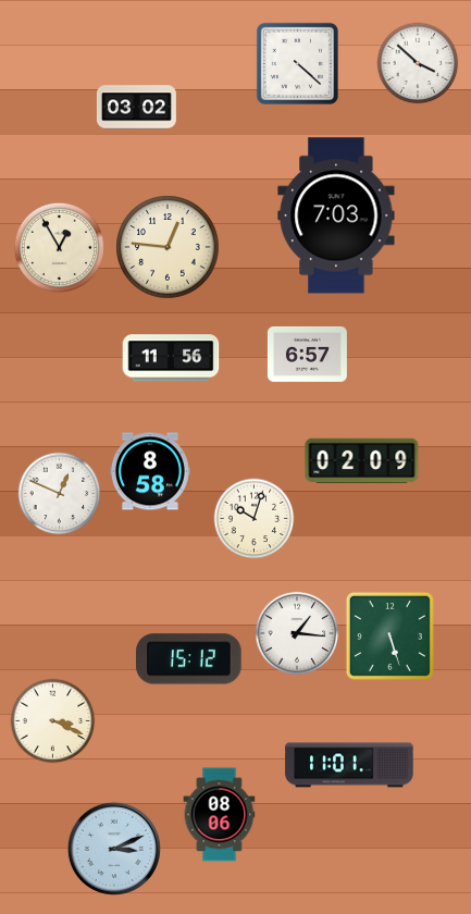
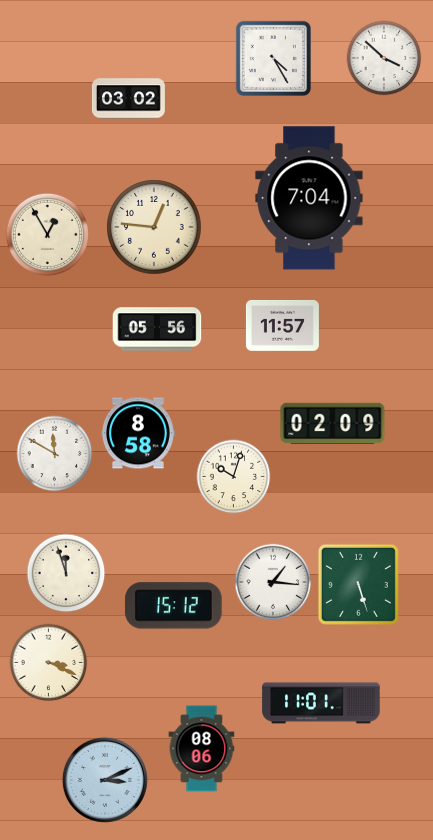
clock at (297, 63): 4:22 -> 4:25
clock at (136, 108) position: (136, 108) -> (128, 99)
clock at (336, 215): 7:03 -> 7:04
clock at (59, 247) position: (59, 247) -> (47, 234)
clock at (307, 354): 6:57 -> 11:57
clock at (171, 358): 11:56 -> 05:56
clock at (60, 494): 12:49 -> 11:50
clock at (66, 573): none -> 11:57
